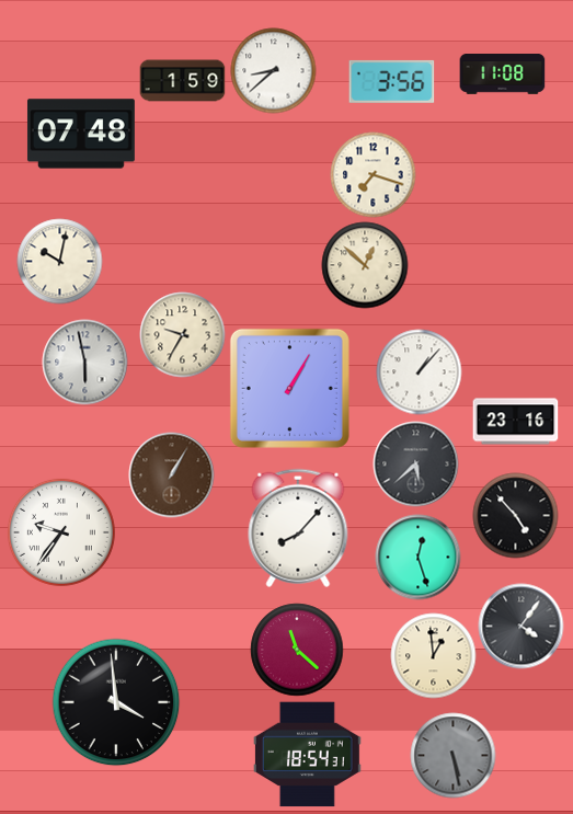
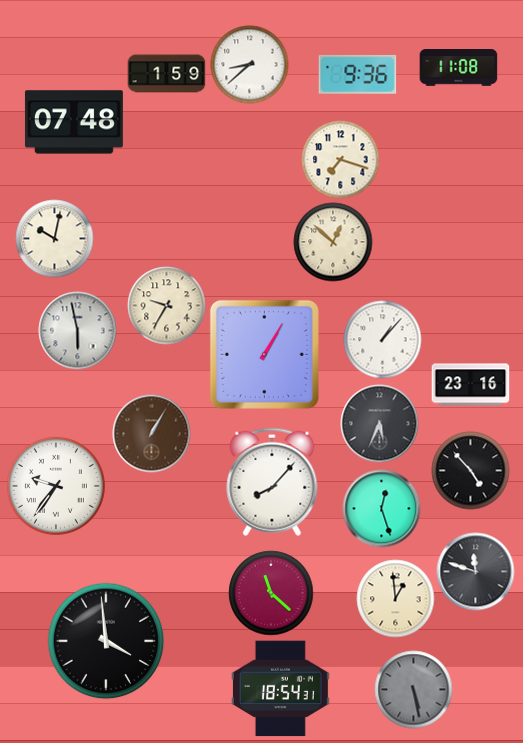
clock at (391, 81): 3:56 -> 9:36
clock at (415, 463): 5:38 -> 5:34
clock at (171, 474) position: (171, 474) -> (151, 433)
clock at (520, 626): 4:06 -> 11:48
